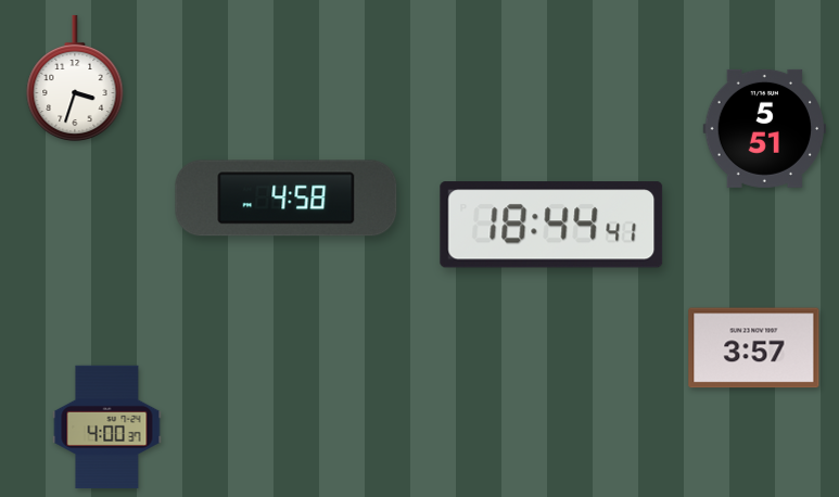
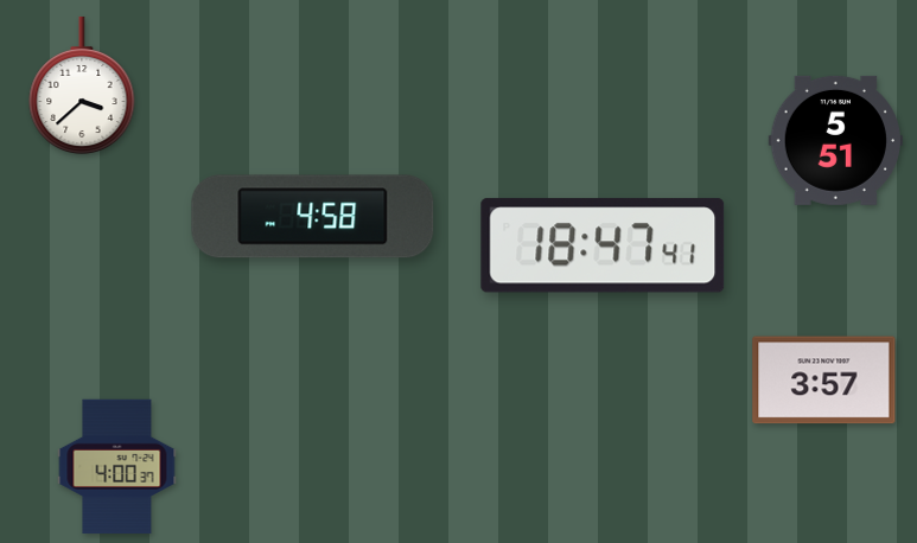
clock at (75, 78): 3:33 -> 3:38
clock at (551, 225): 18:44 -> 18:47
